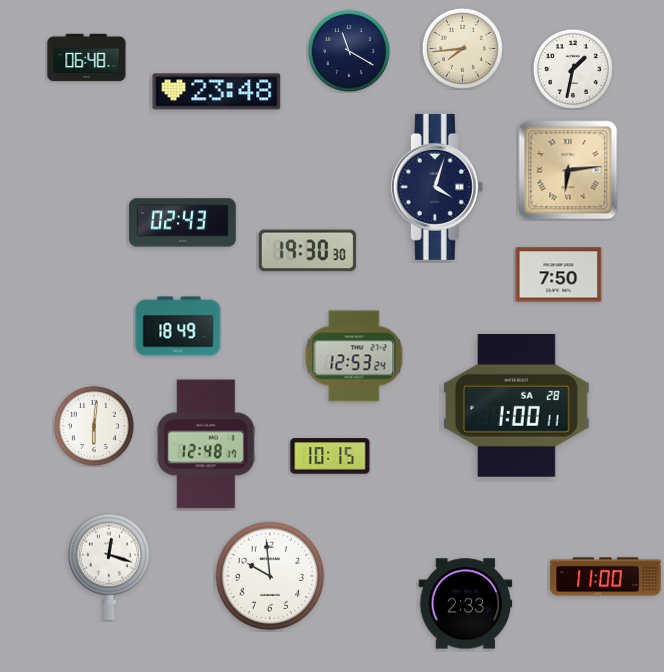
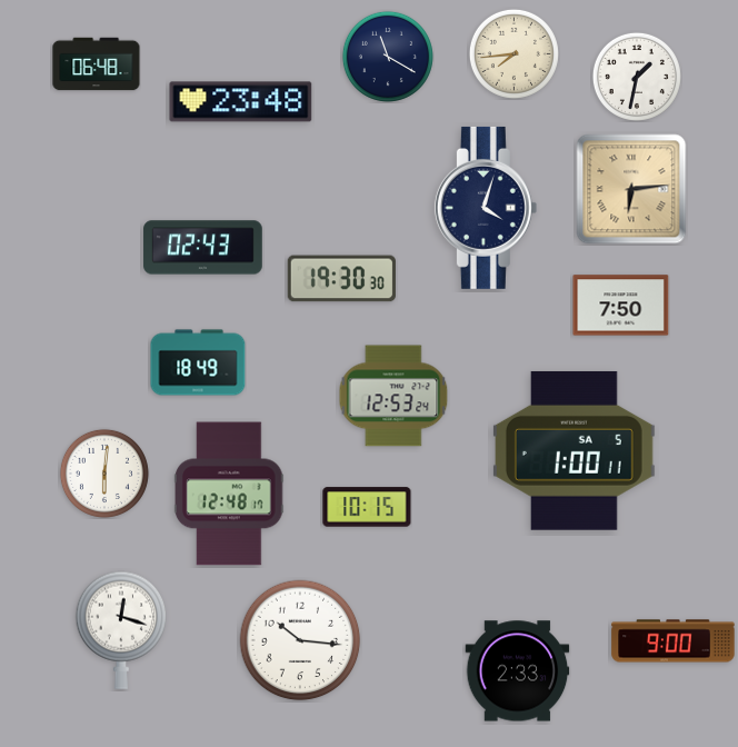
clock at (516, 405) date: SA 28 -> SA 5
clock at (270, 576): 9:59 -> 10:16
clock at (606, 577): 11:00 -> 9:00
